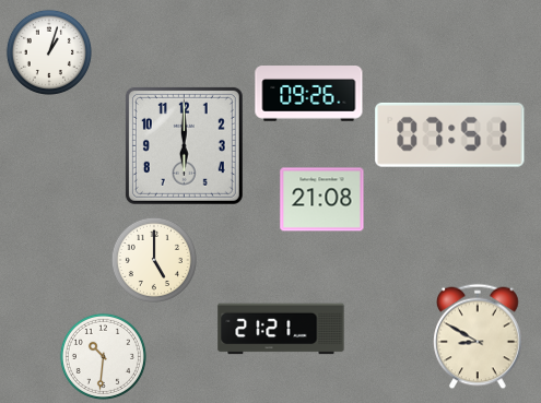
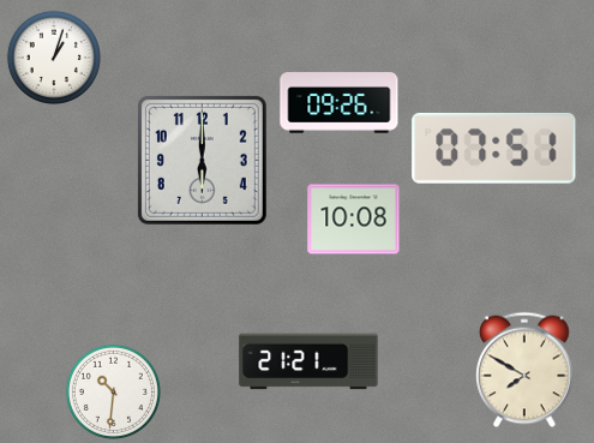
clock at (322, 200): 21:08 -> 10:08
clock at (154, 260): 5:00 -> none
clock at (478, 336): 8:50 -> 7:50
